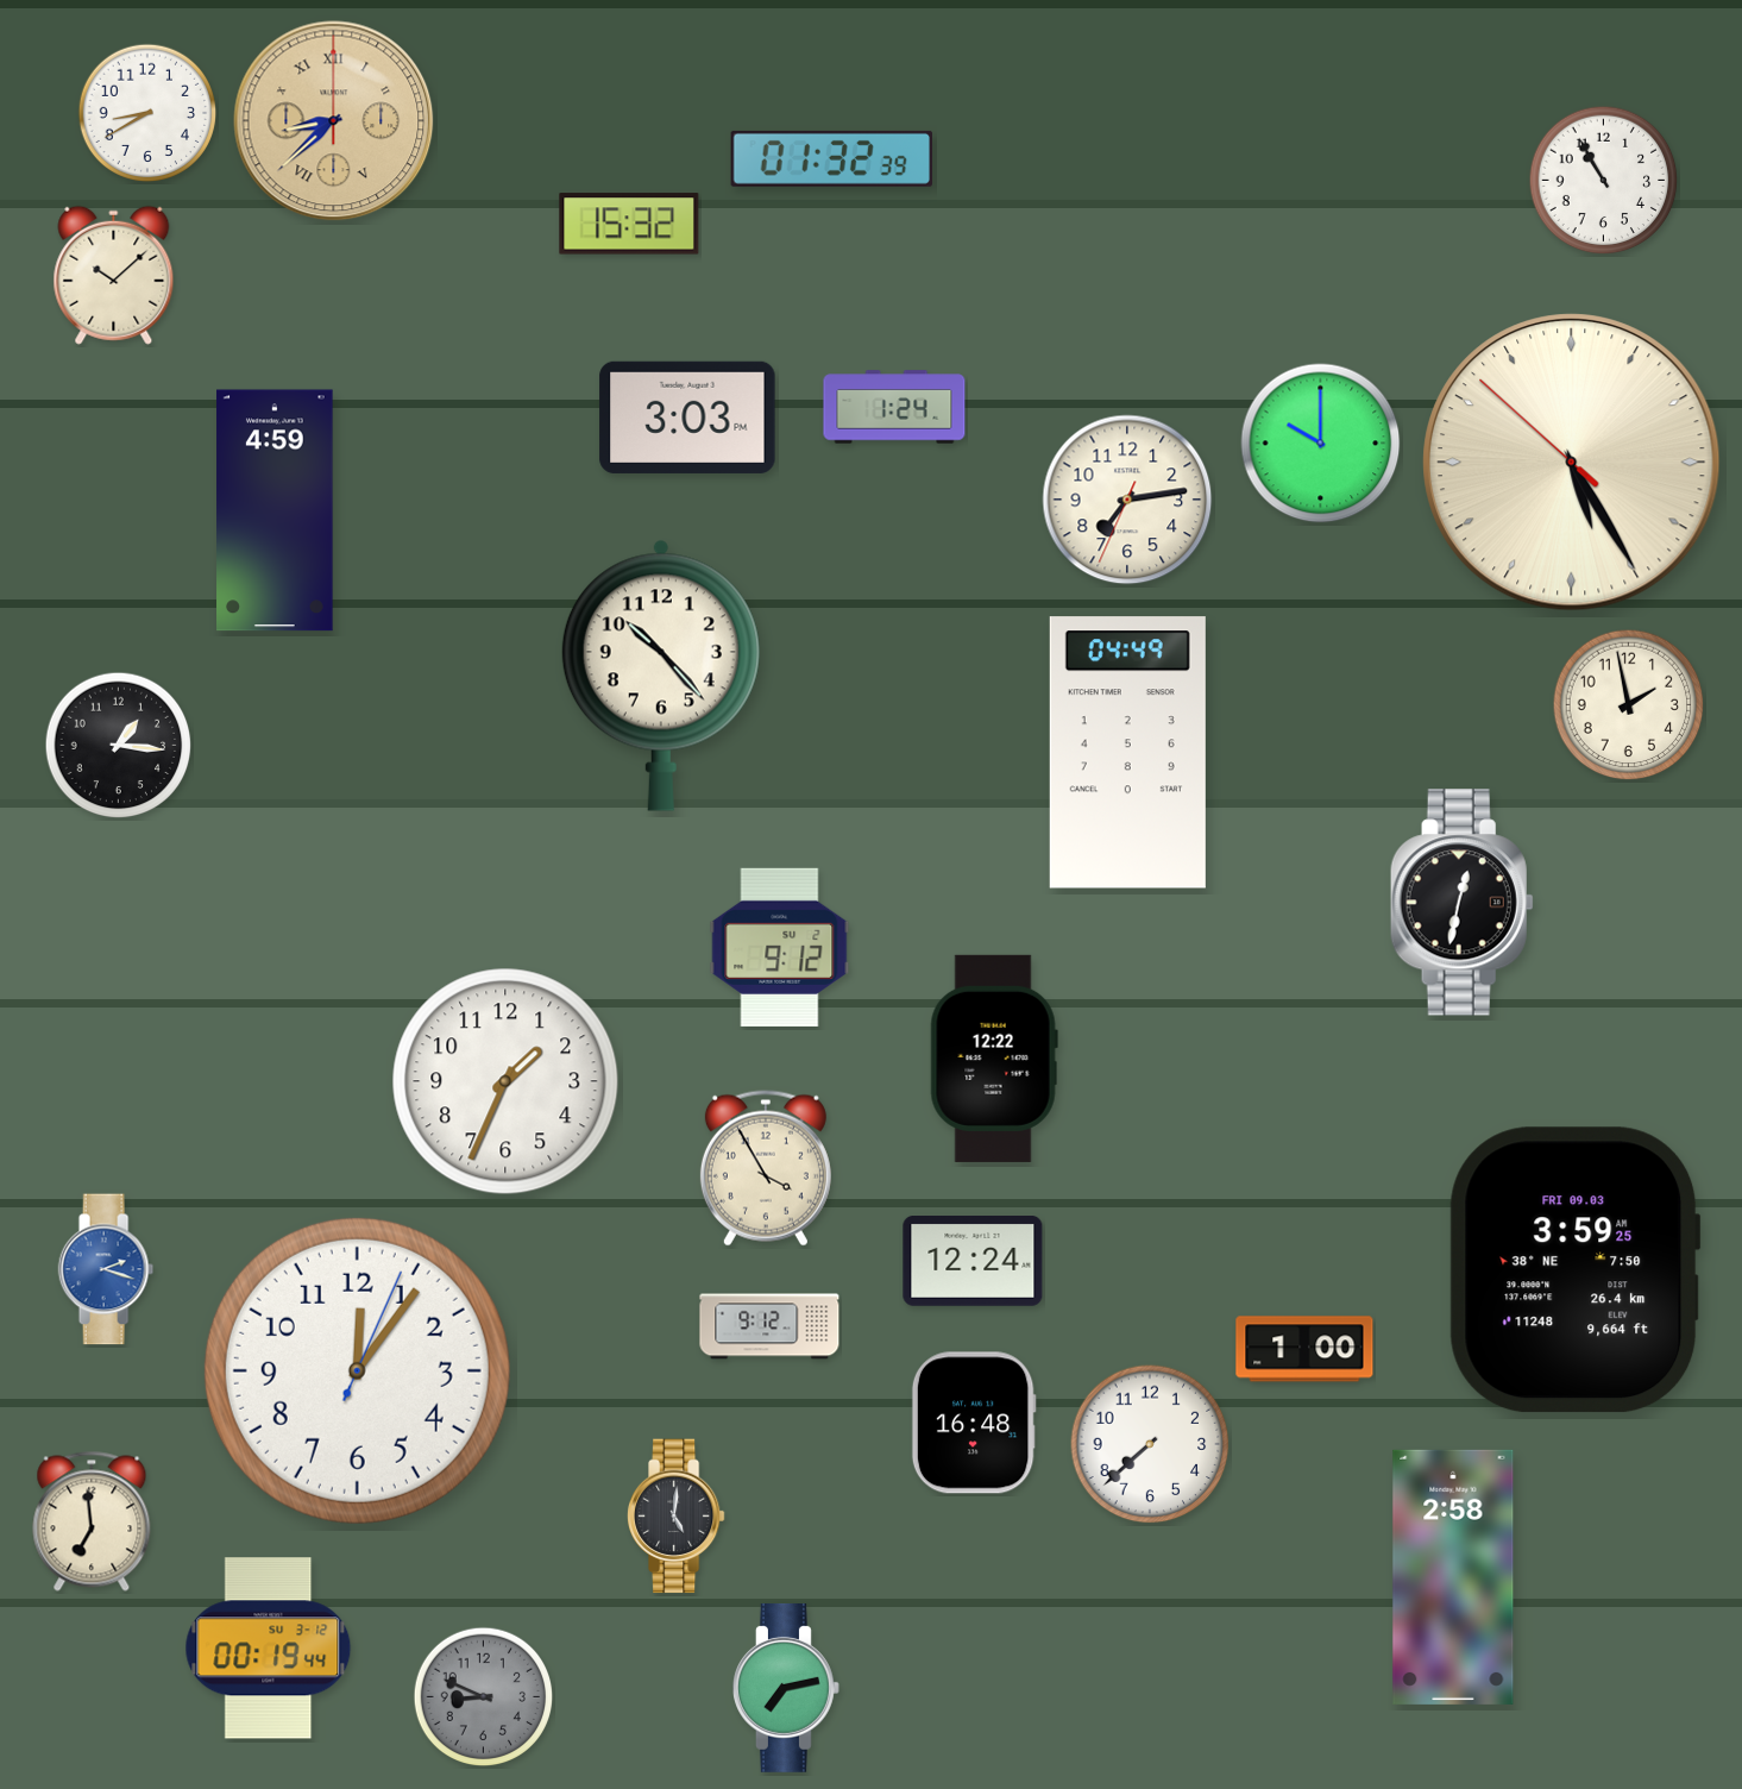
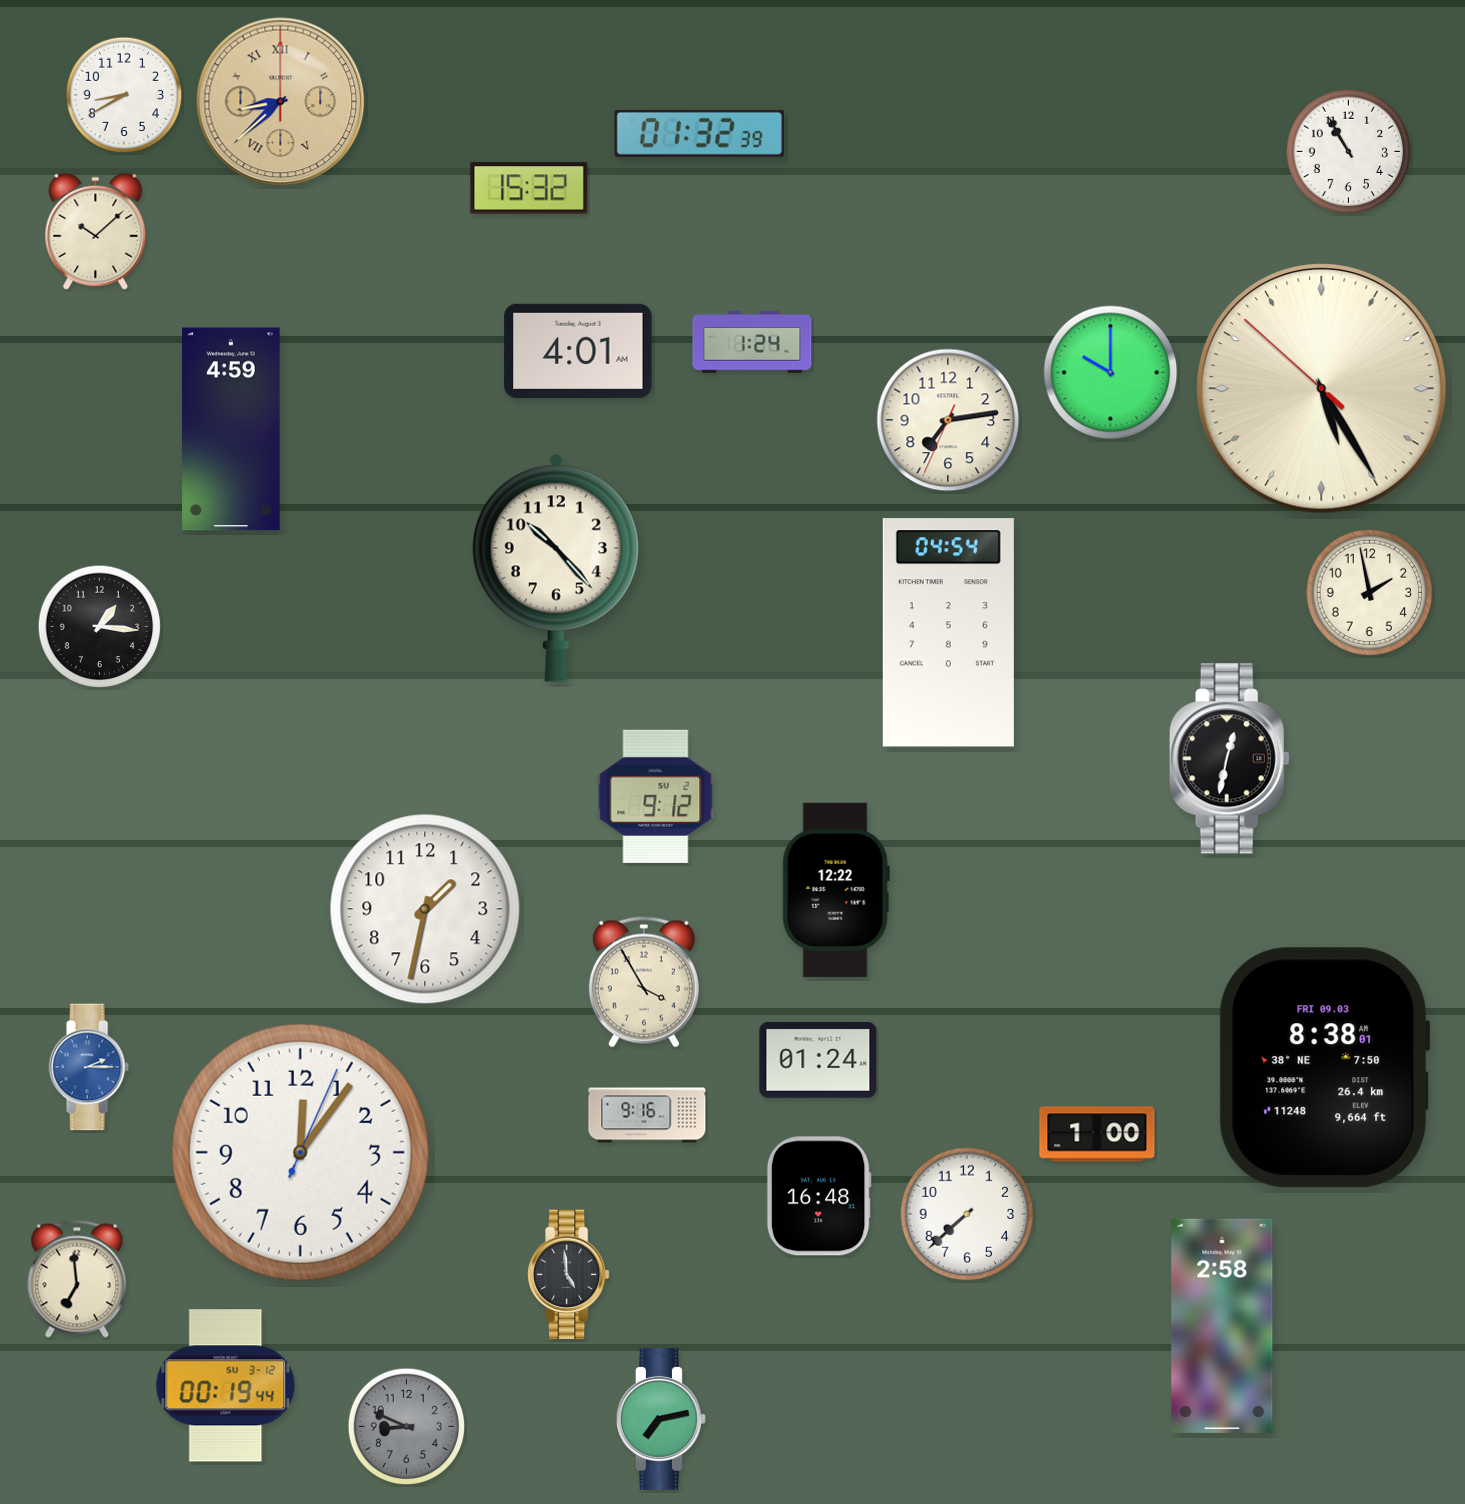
clock at (687, 418): 3:03 -> 4:01
clock at (1127, 753): 04:49 -> 04:54
clock at (505, 1081): 1:34 -> 1:32
clock at (973, 1262): 12:24 -> 01:24
clock at (106, 1269): 2:18 -> 2:15
clock at (1574, 1270): 3:59 -> 8:38
clock at (769, 1326): 9:12 -> 9:16
clock at (675, 1517): 5:01 -> 4:59
